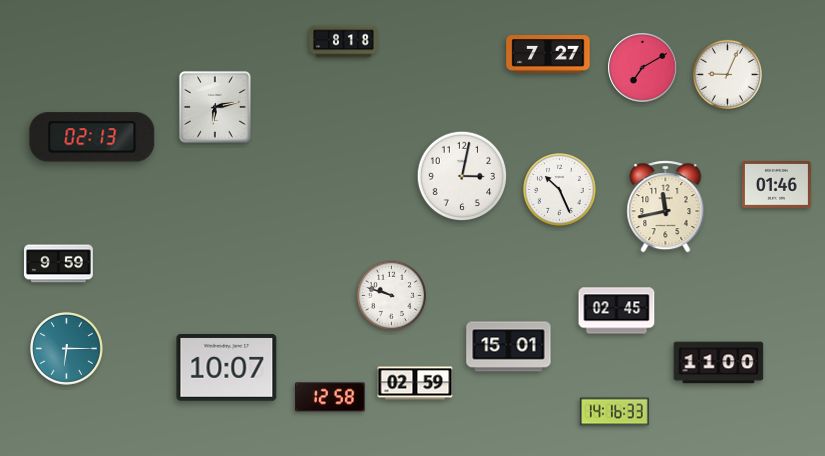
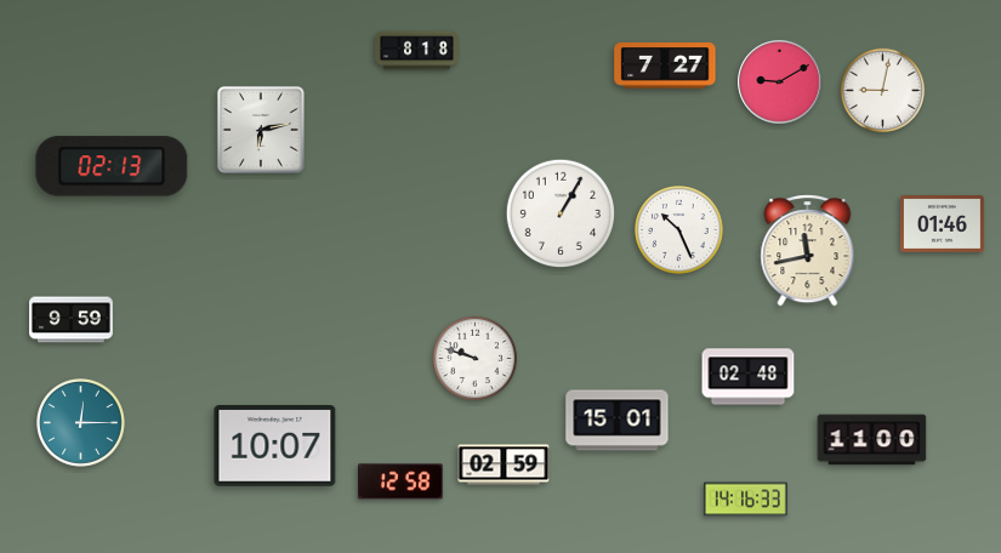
clock at (643, 68): 7:10 -> 9:10
clock at (727, 74): 9:04 -> 9:02
clock at (461, 175): 3:02 -> 1:05
clock at (617, 311): 02:45 -> 02:48
clock at (67, 349): 6:15 -> 12:15
